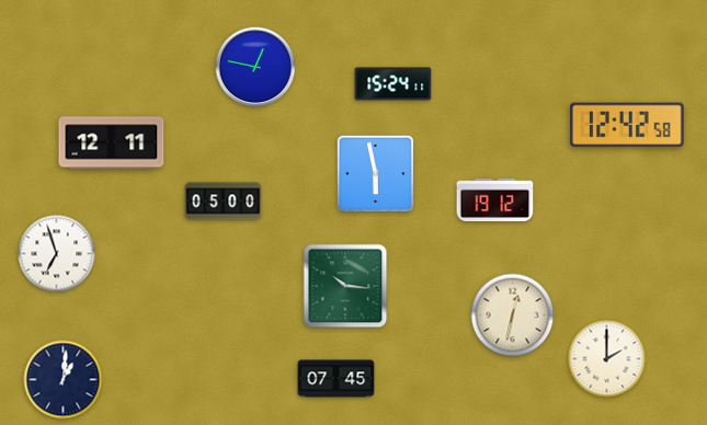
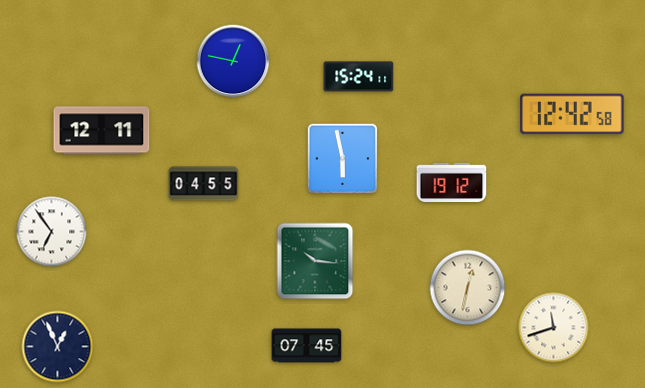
clock at (224, 202): 05:00 -> 04:55
clock at (57, 254): 6:57 -> 6:54
clock at (607, 359): 2:00 -> 11:42
clock at (64, 380): 1:01 -> 12:56
